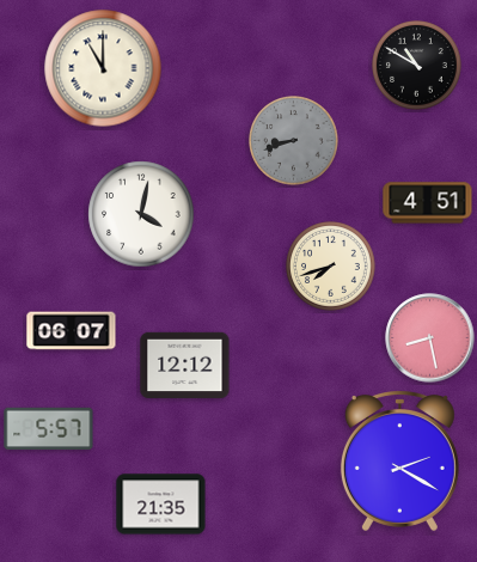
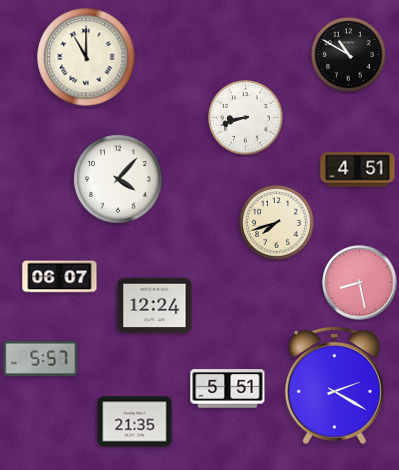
clock at (294, 141) dial: grey -> white
clock at (141, 214): 4:02 -> 4:07
clock at (185, 365): 12:12 -> 12:24
clock at (228, 389): none -> 5:51
